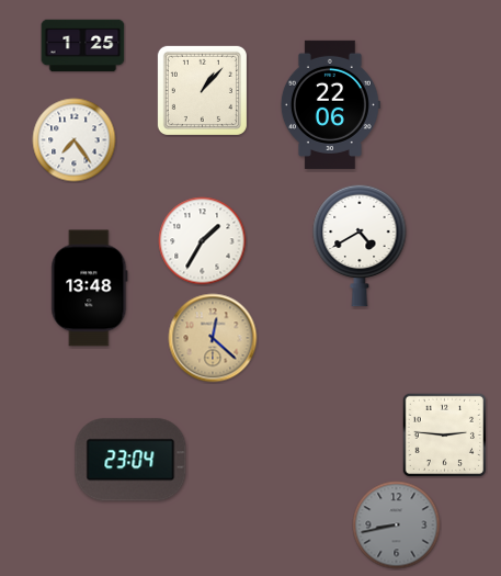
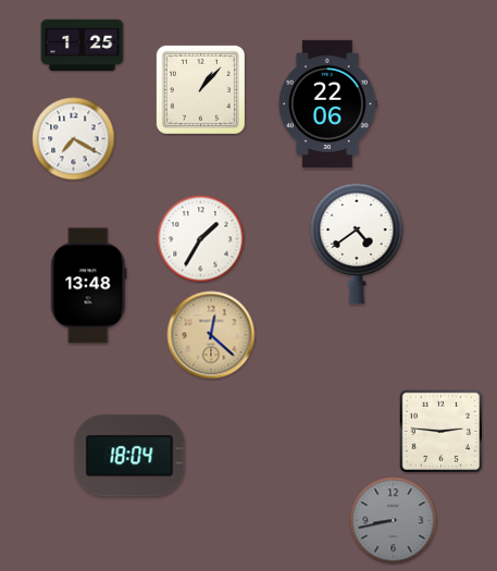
clock at (75, 140): 7:24 -> 7:20
clock at (360, 246): 4:40 -> 4:39
clock at (130, 460): 23:04 -> 18:04
